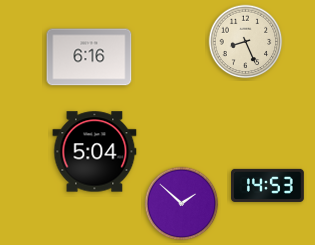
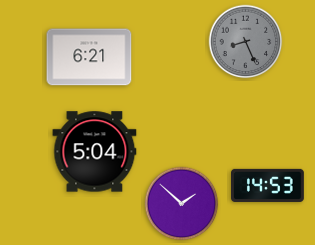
clock at (246, 42) dial: cream -> grey
clock at (89, 57): 6:16 -> 6:21
